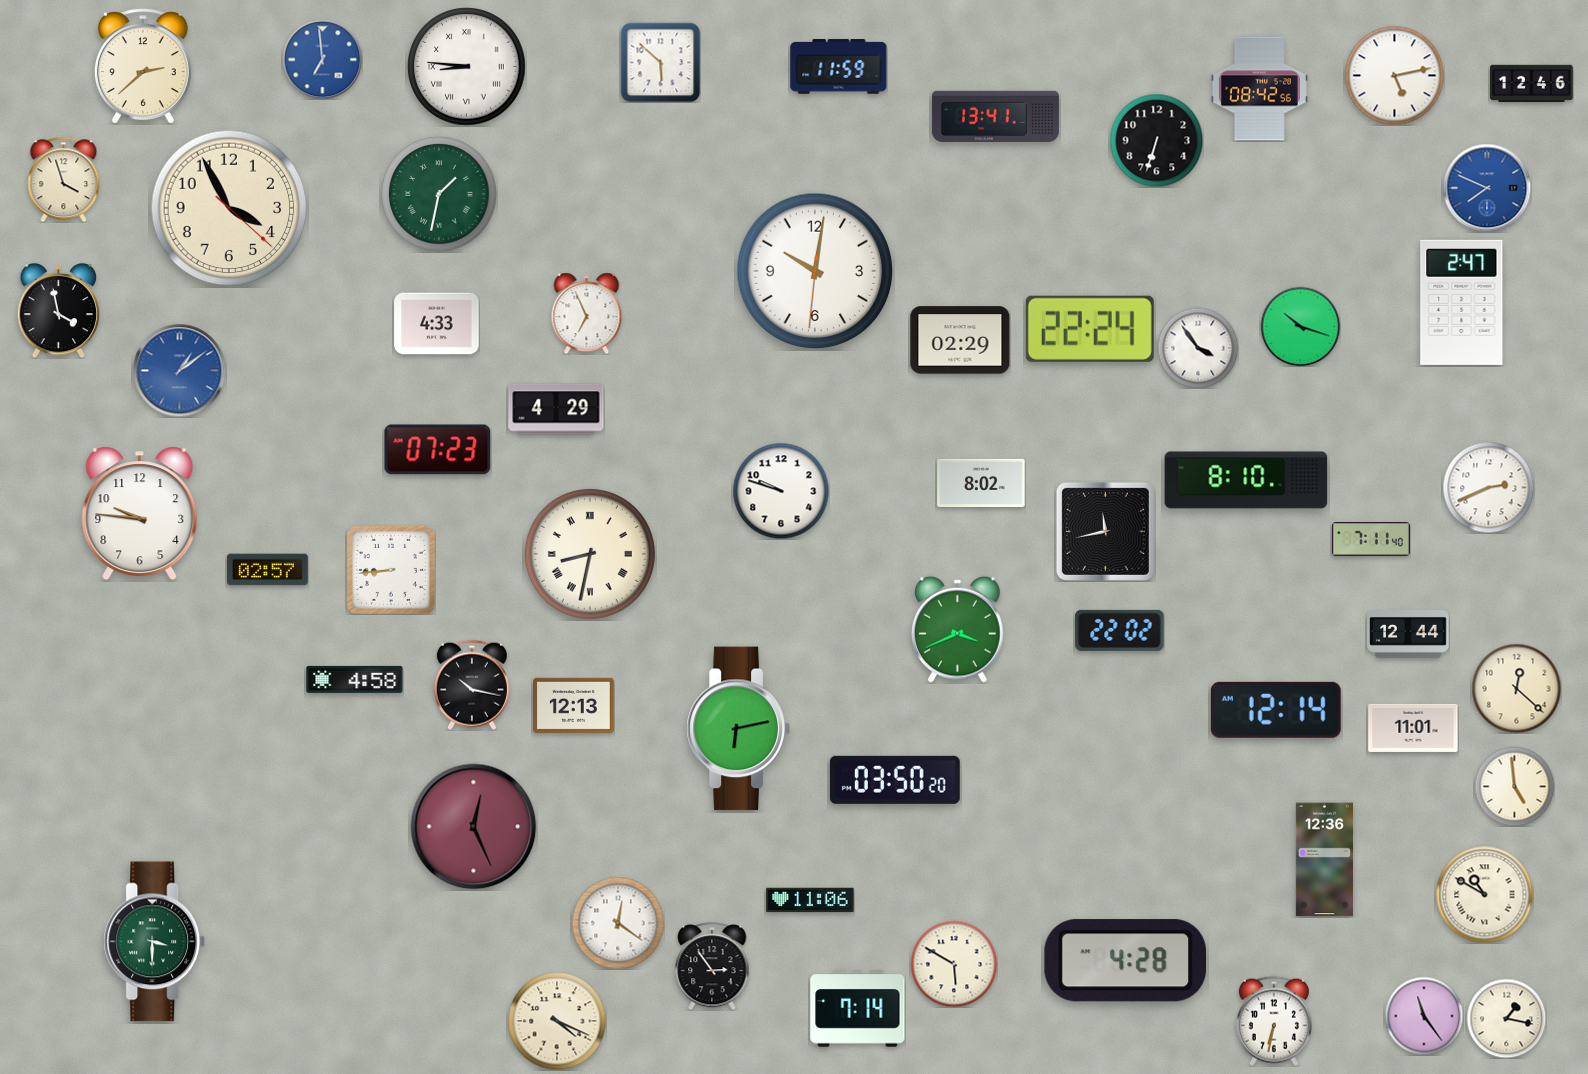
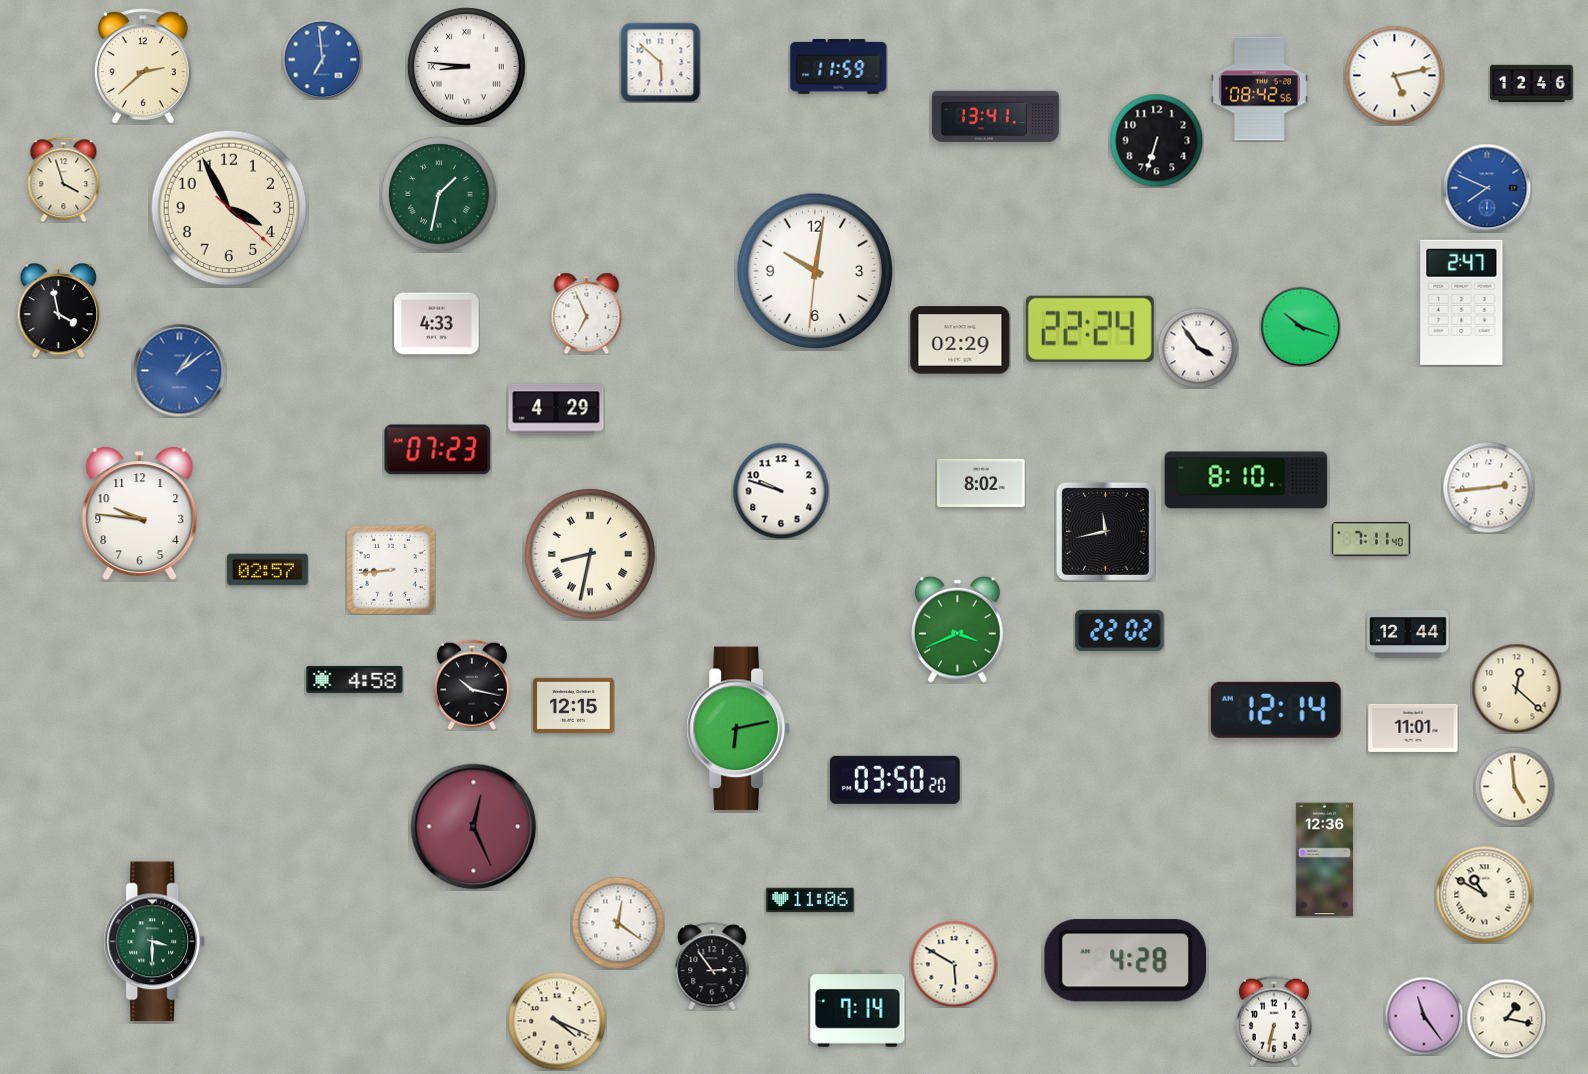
clock at (1488, 487): 2:41 -> 2:44
clock at (574, 705): 12:13 -> 12:15
